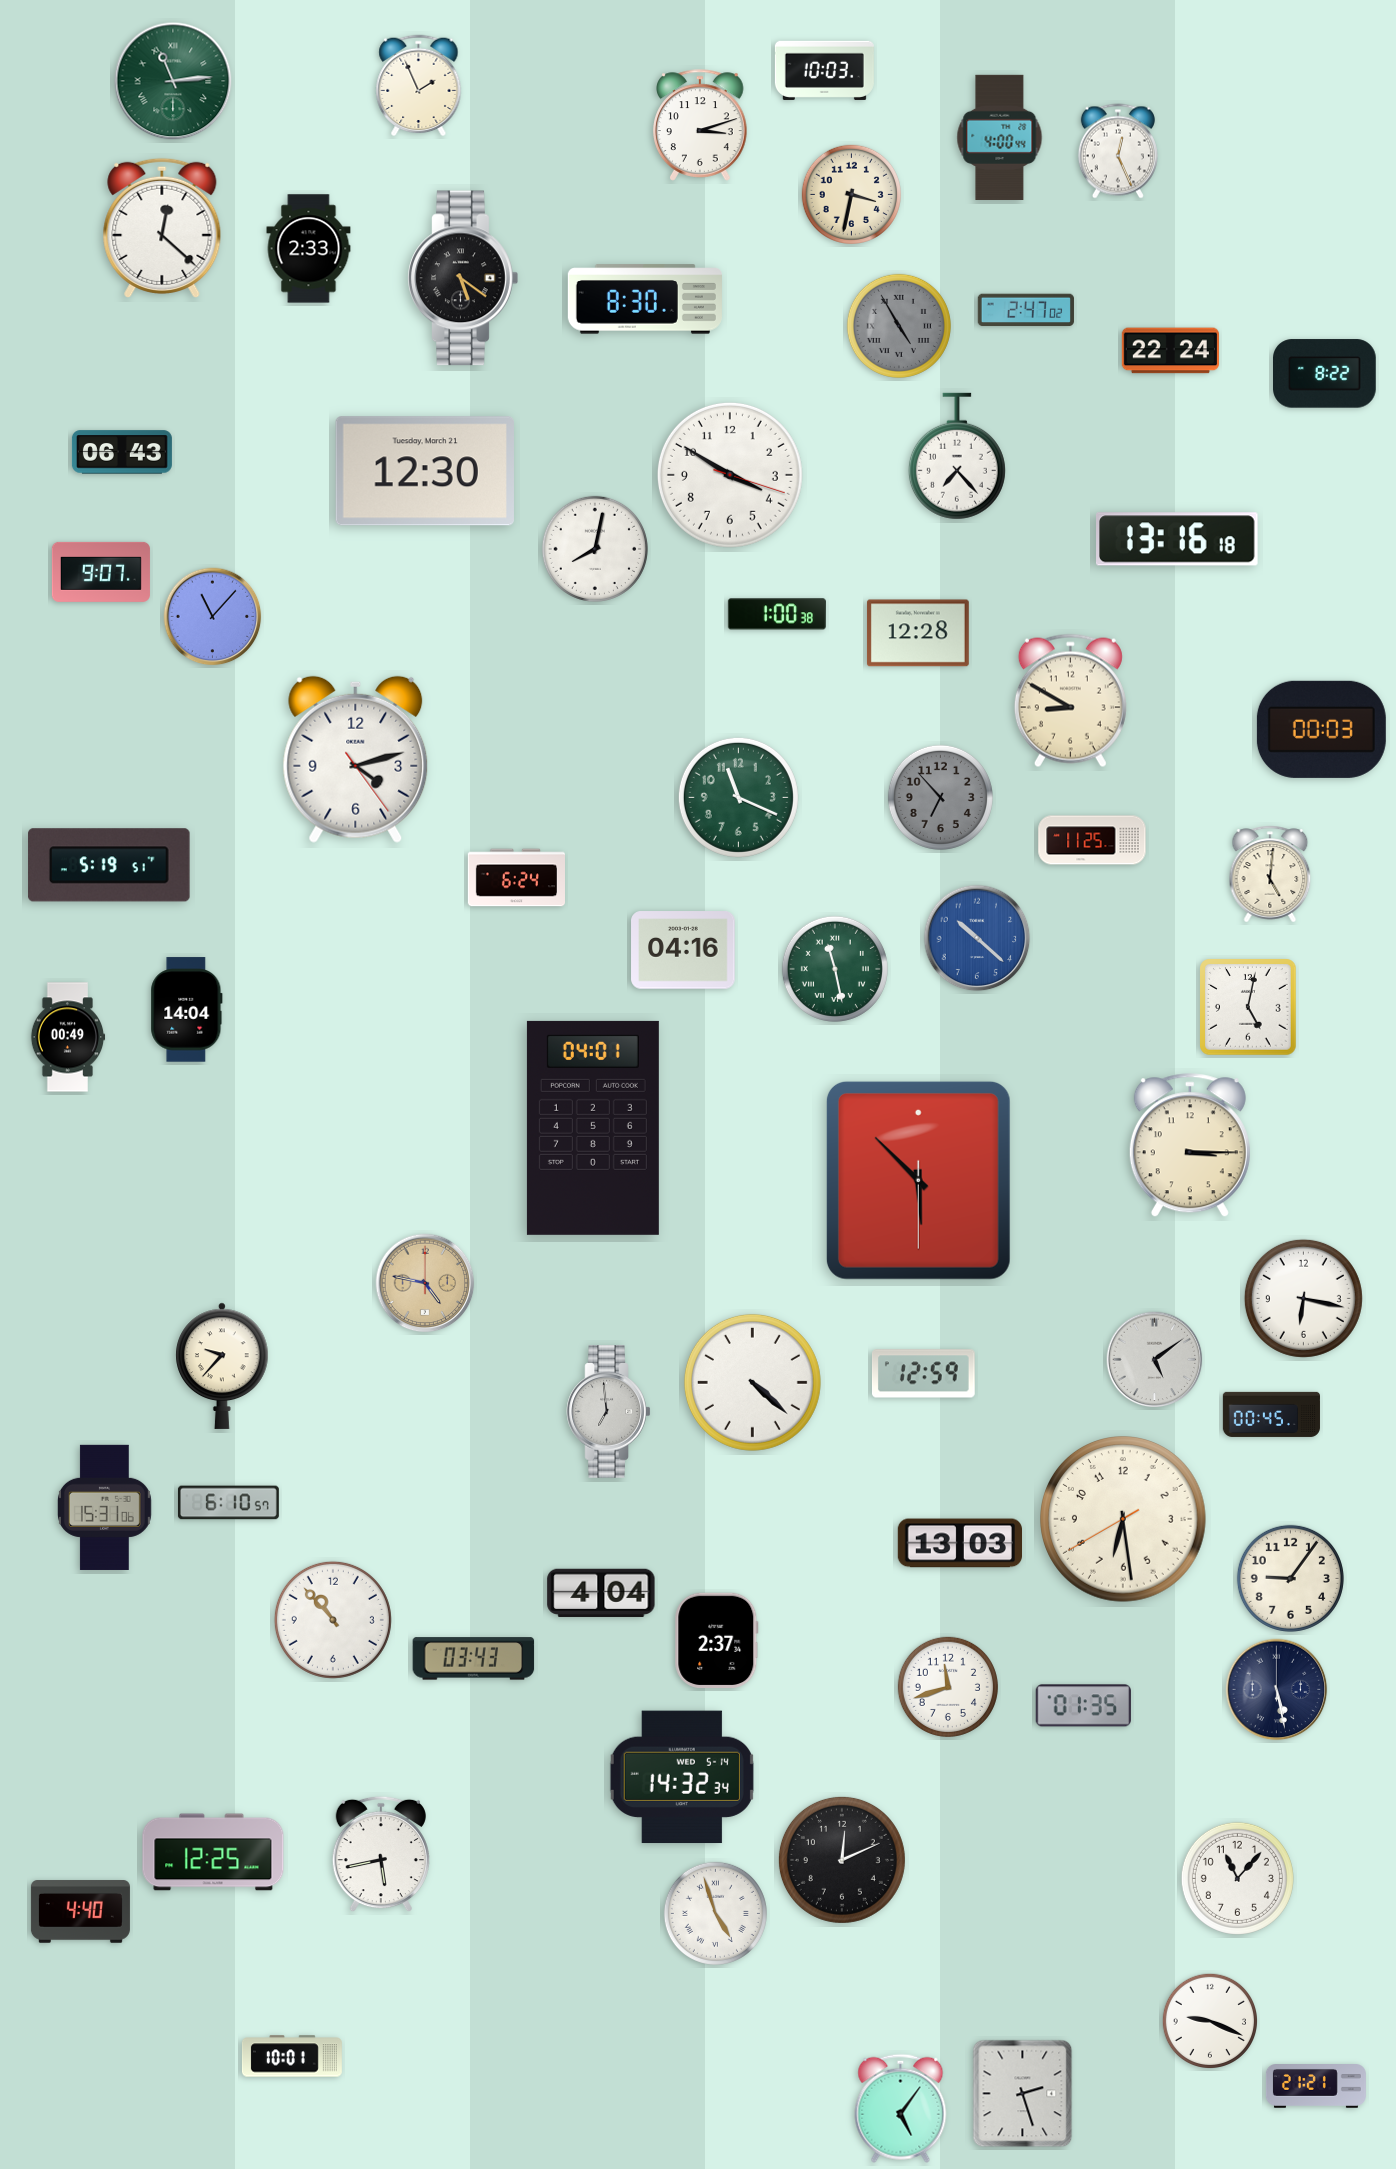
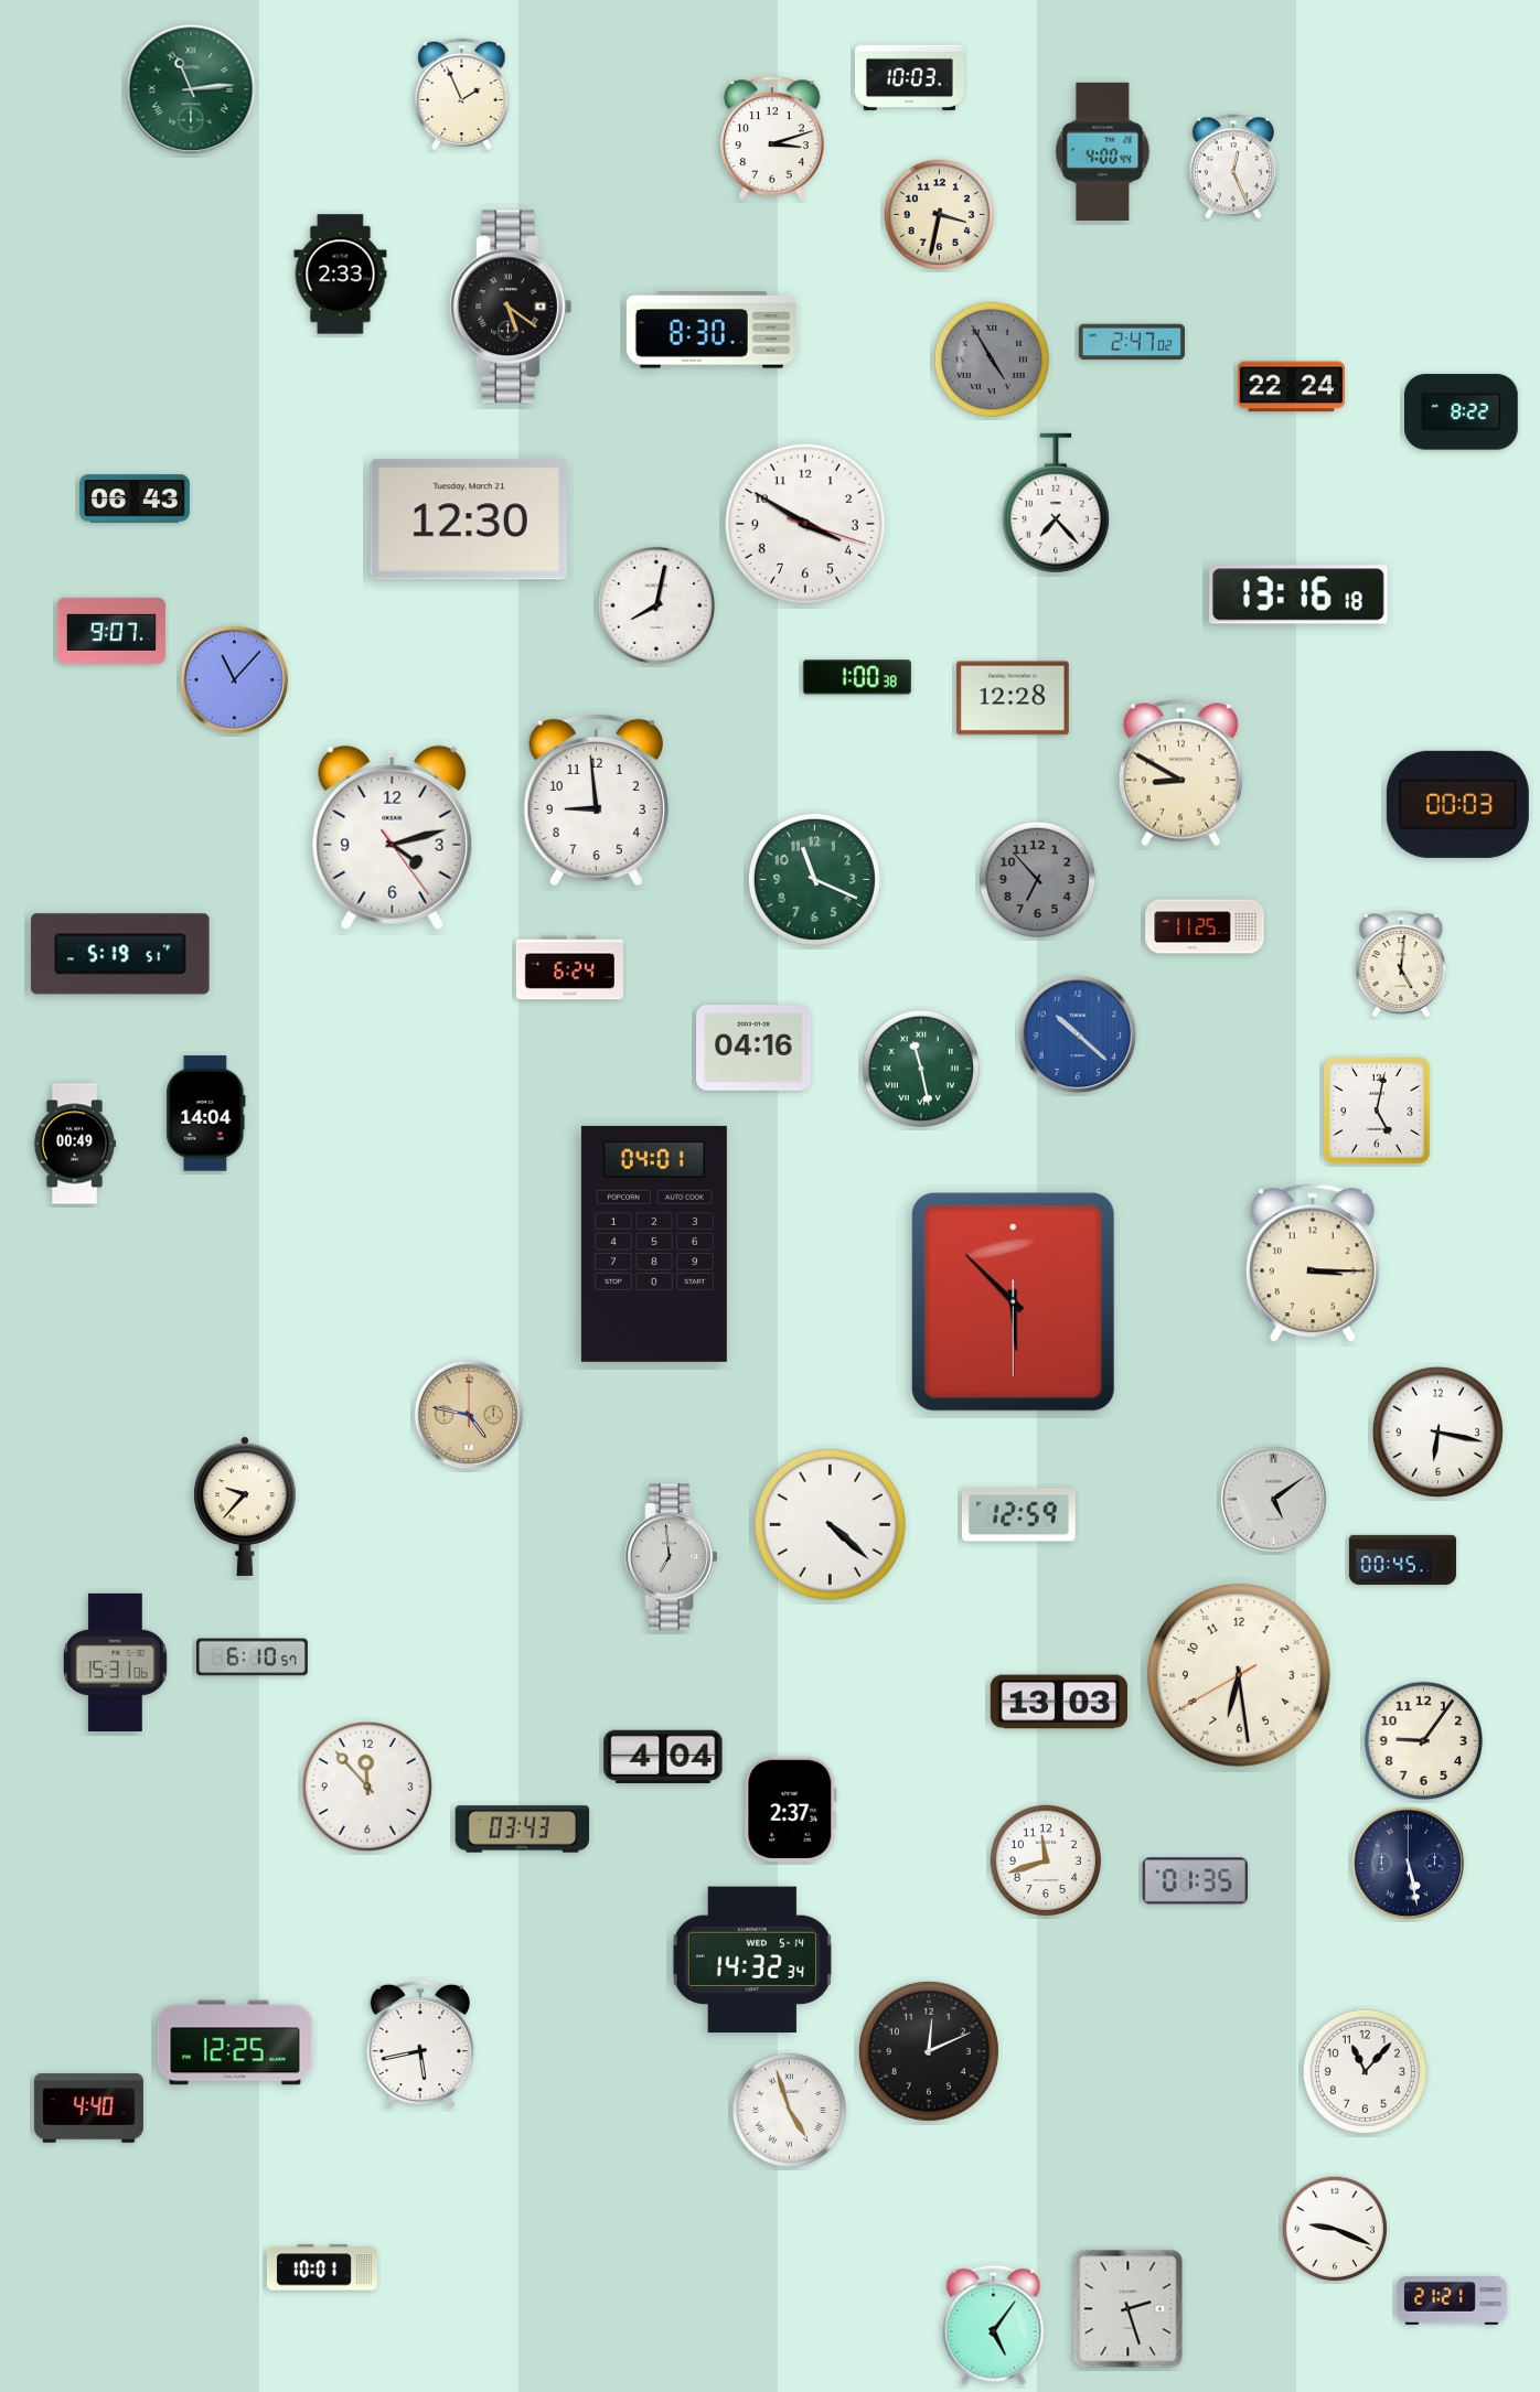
clock at (162, 228): 12:22 -> none
clock at (596, 801): none -> 8:59
clock at (333, 1620): 10:53 -> 11:53
